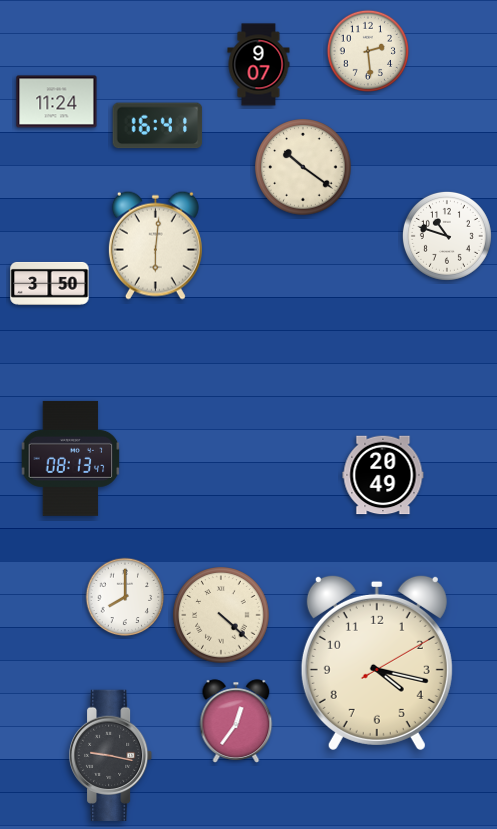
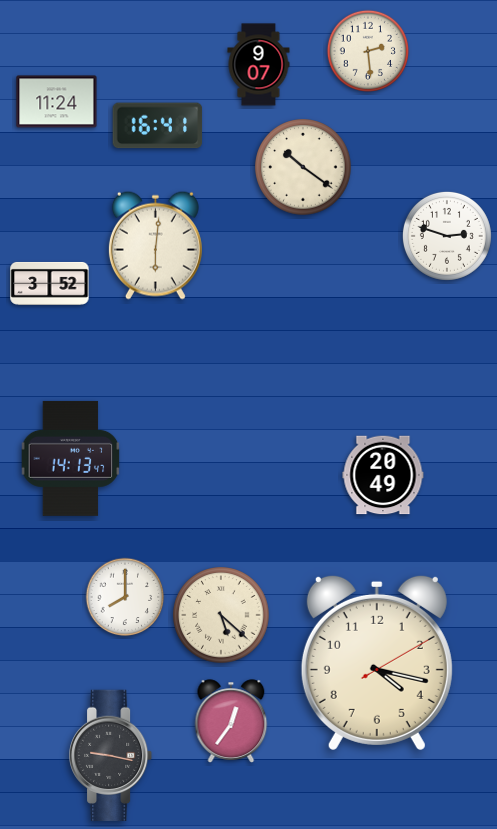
clock at (447, 236): 10:48 -> 2:48
clock at (50, 283): 3:50 -> 3:52
clock at (71, 458): 08:13 -> 14:13
clock at (221, 615): 4:22 -> 5:22
clock at (236, 721) position: (236, 721) -> (231, 721)
